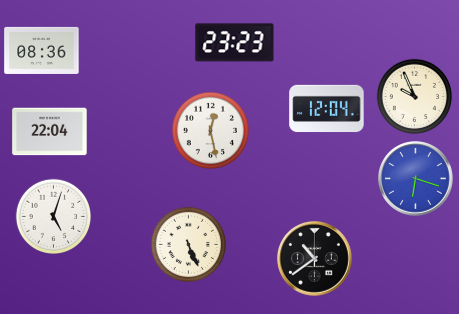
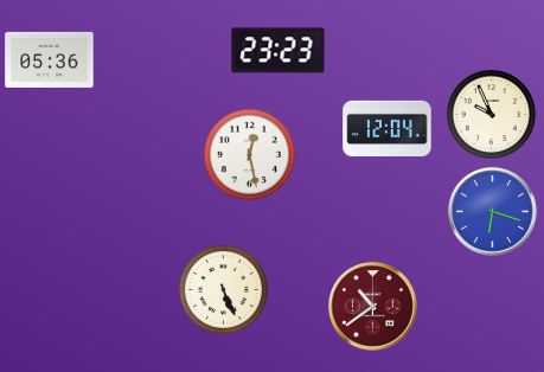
clock at (42, 50): 08:36 -> 05:36
clock at (50, 132): 22:04 -> none
clock at (53, 216): 5:03 -> none
clock at (315, 259) dial: black -> burgundy
